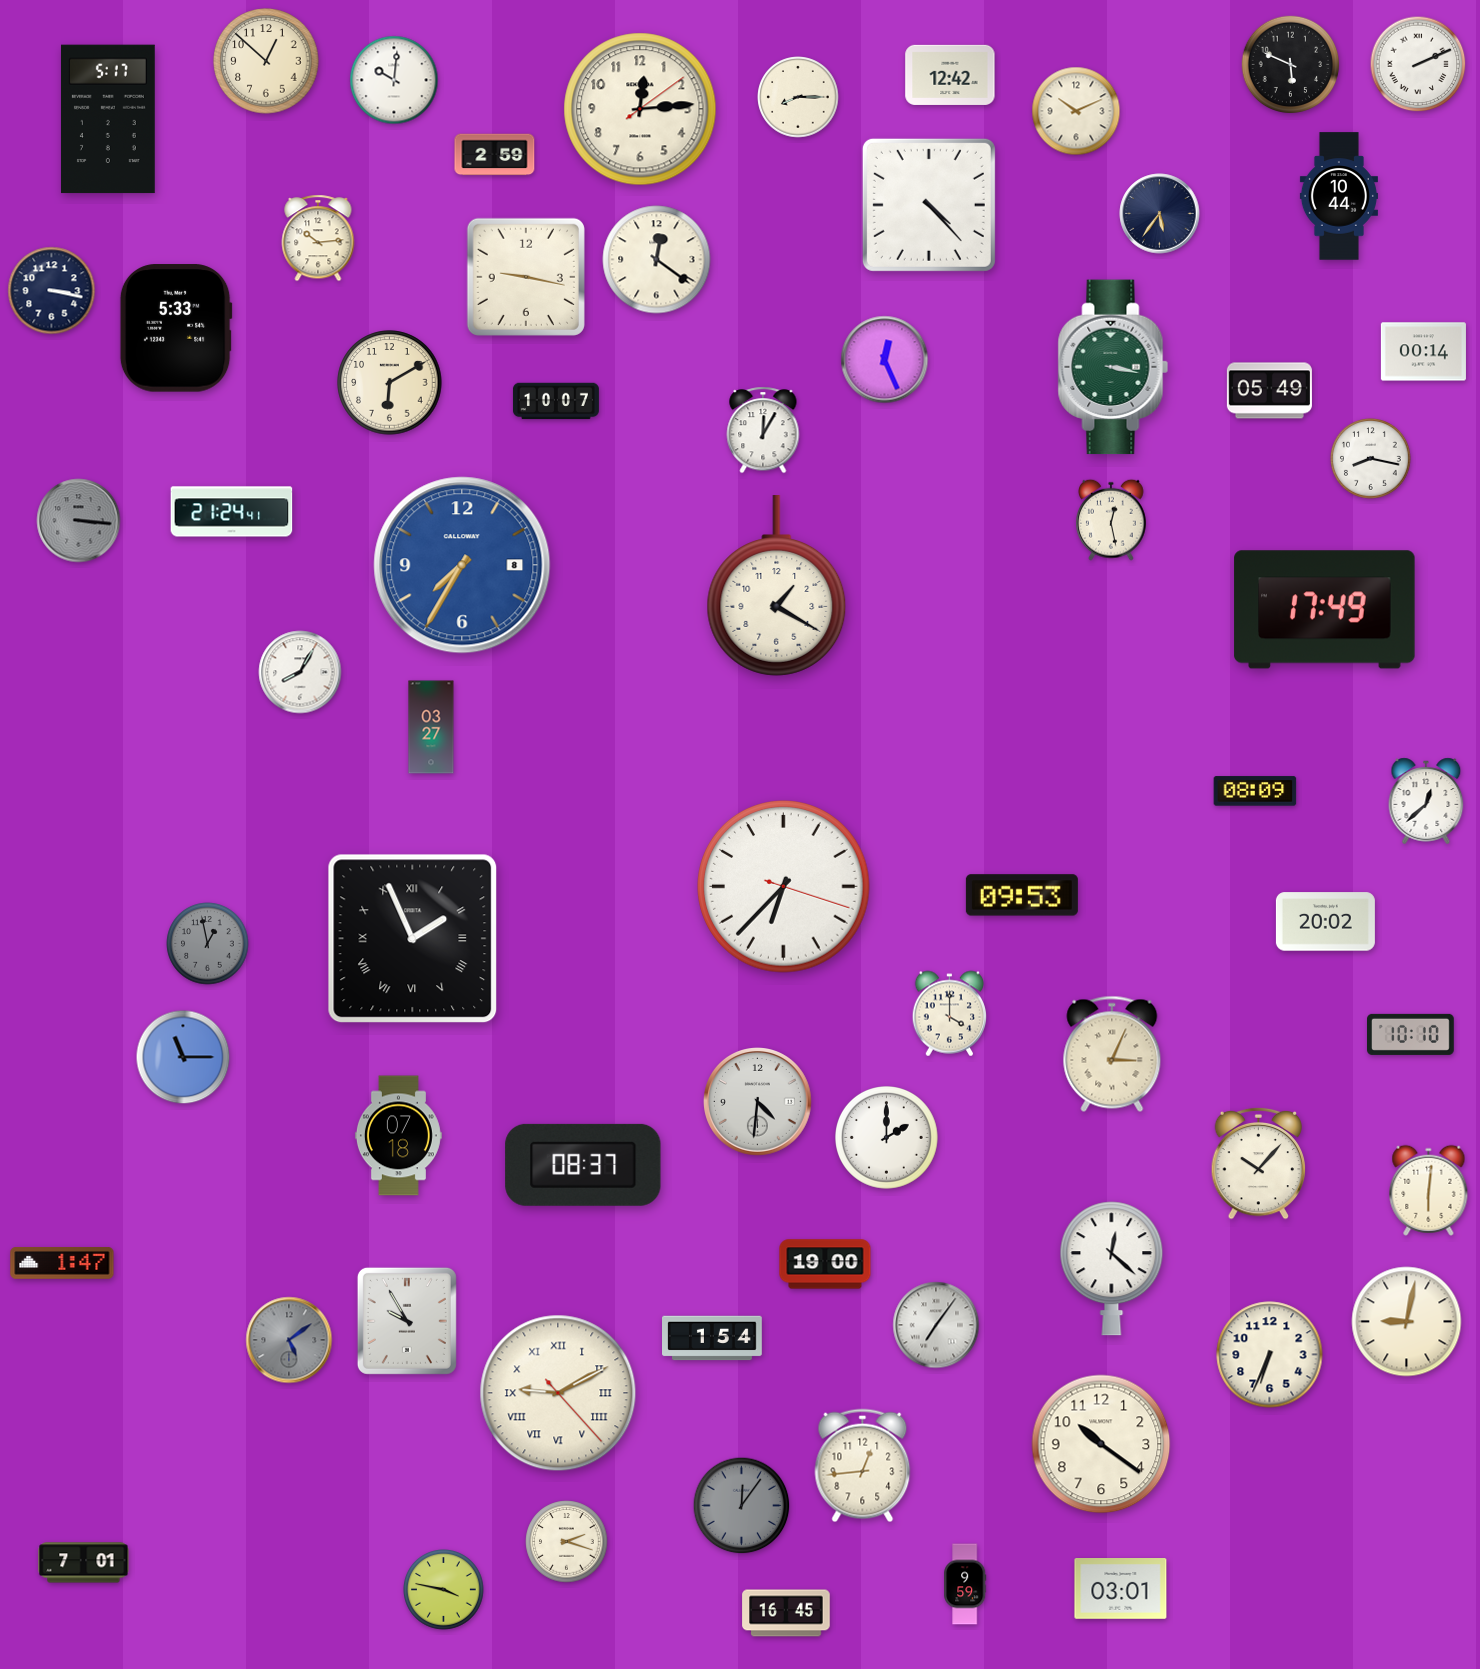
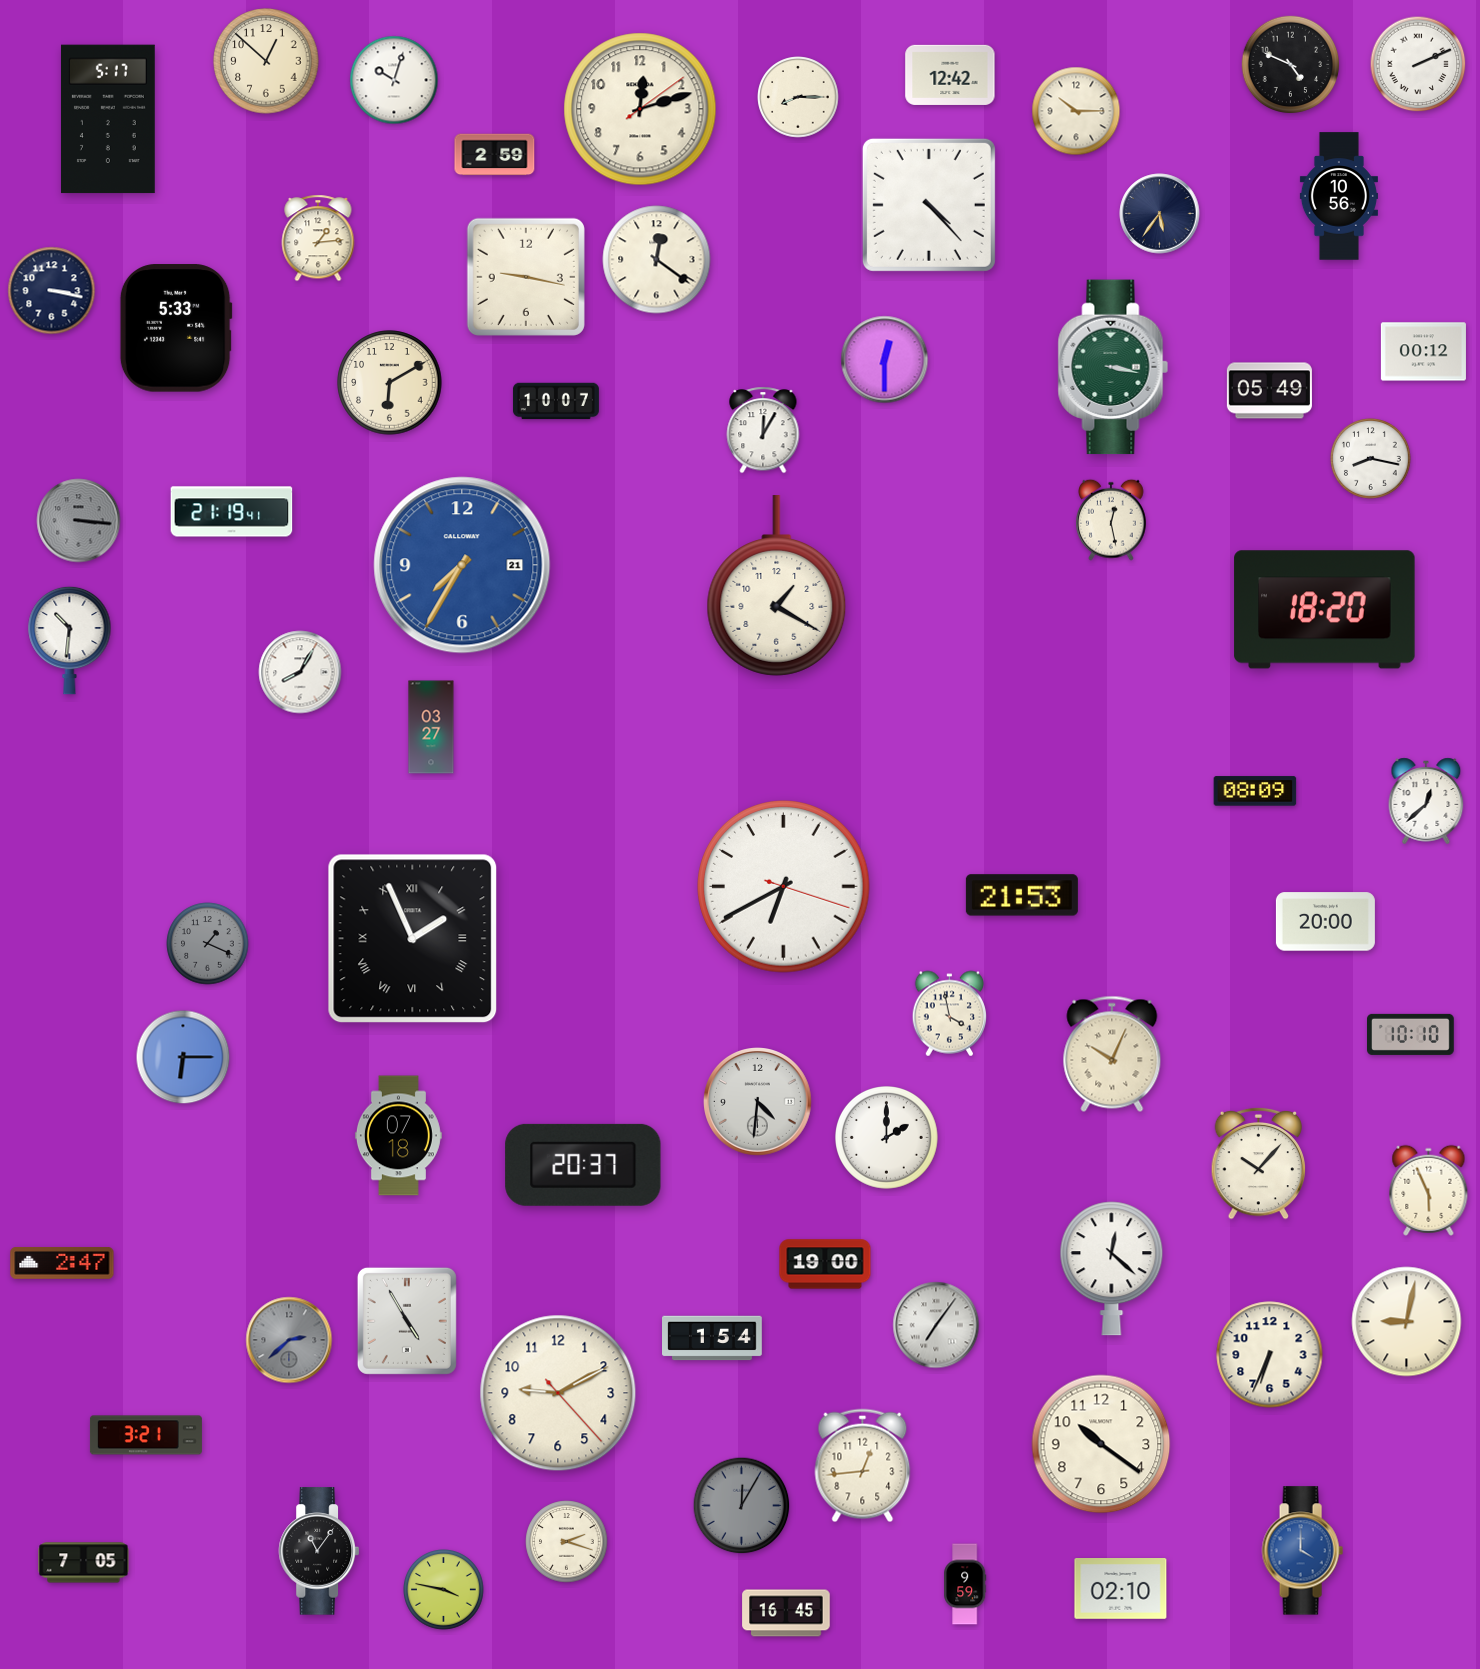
clock at (1291, 65): 5:49 -> 4:49
clock at (394, 80): 10:01 -> 10:03
clock at (640, 109): 12:14 -> 12:12
clock at (1076, 111): 10:11 -> 10:15
clock at (1339, 196): 10:44 -> 10:56
clock at (318, 238): 10:14 -> 1:14
clock at (1423, 352): 00:14 -> 00:12
clock at (885, 360): 12:26 -> 12:30
clock at (232, 512): 21:24 -> 21:19
clock at (462, 565) date: 8 -> 21
clock at (1325, 610): 17:49 -> 18:20
clock at (70, 640): none -> 10:31
clock at (784, 887): 6:37 -> 6:40
clock at (1022, 895): 09:53 -> 21:53
clock at (1325, 922): 20:02 -> 20:00
clock at (208, 944): 12:58 -> 1:19
clock at (950, 1014): 4:00 -> 3:58
clock at (1112, 1054): 3:04 -> 10:04
clock at (183, 1057): 11:15 -> 6:15
clock at (583, 1165): 08:37 -> 20:37
clock at (1429, 1190): 6:01 -> 5:56
clock at (62, 1264): 1:47 -> 2:47
clock at (407, 1321): 9:55 -> 4:55
clock at (289, 1340): 5:09 -> 2:38
clock at (558, 1393) numerals: Roman -> Arabic
clock at (146, 1435): none -> 3:21
clock at (742, 1506): 12:06 -> 12:05
clock at (318, 1551): none -> 11:06
clock at (1302, 1551): none -> 4:00
clock at (84, 1563): 7:01 -> 7:05
clock at (1121, 1589): 03:01 -> 02:10
